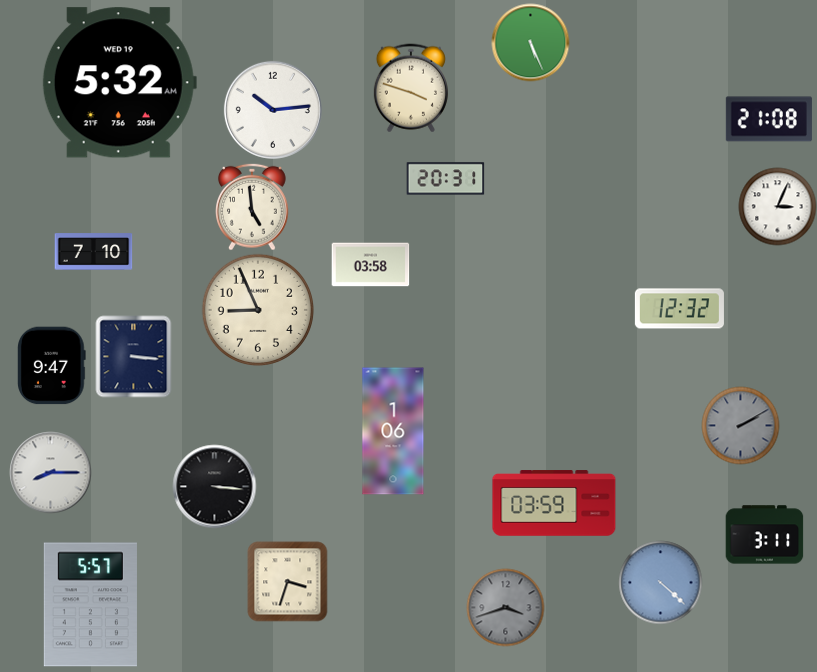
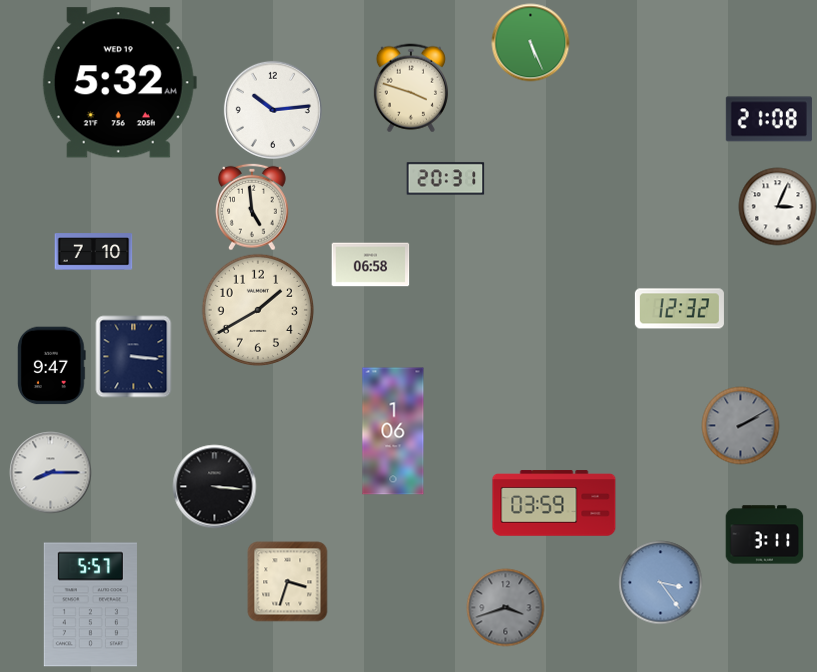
clock at (370, 265): 03:58 -> 06:58
clock at (257, 309): 8:56 -> 1:40
clock at (660, 582): 4:22 -> 3:24
